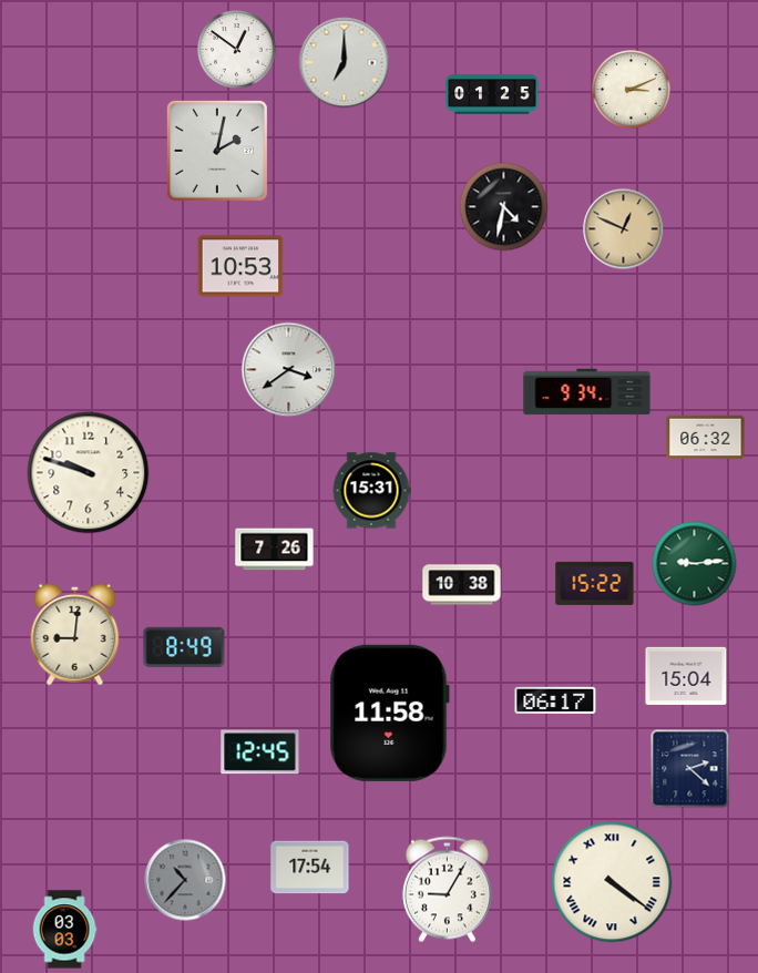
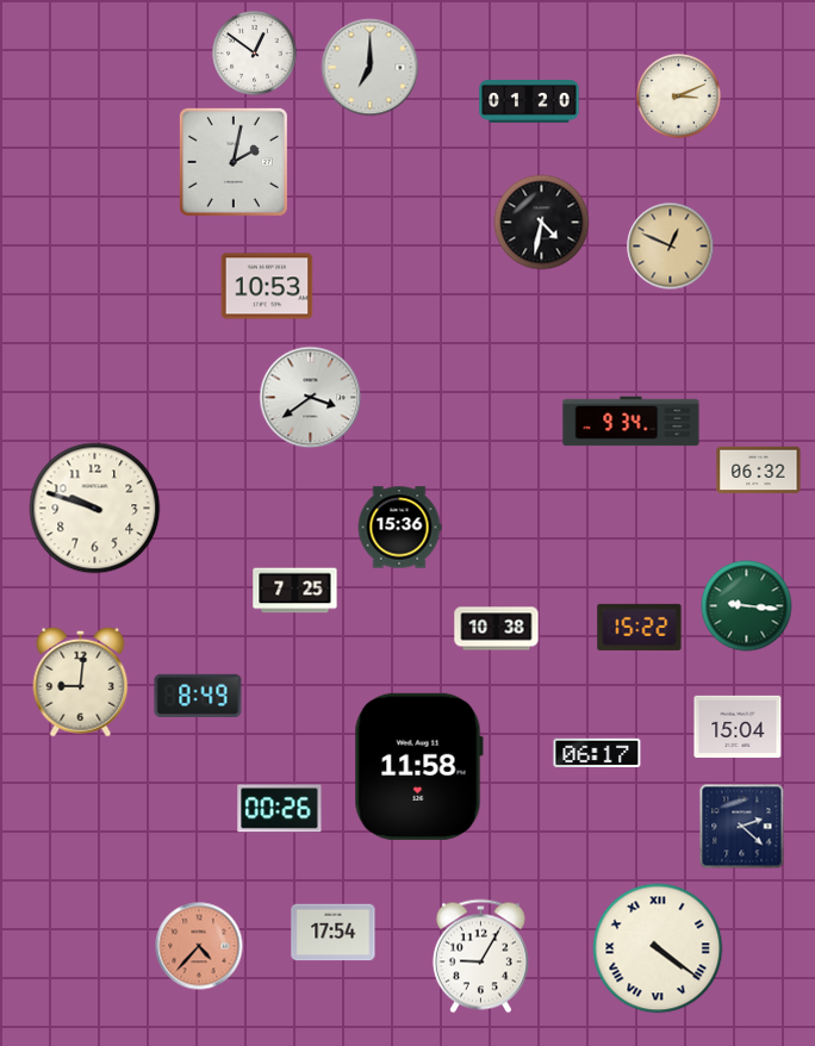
clock at (492, 94): 01:25 -> 01:20
clock at (240, 266) position: (240, 266) -> (267, 286)
clock at (371, 491): 15:31 -> 15:36
clock at (275, 550): 7:26 -> 7:25
clock at (695, 564): 9:14 -> 9:16
clock at (260, 752): 12:45 -> 00:26
clock at (185, 880): 10:37 -> 4:37
clock at (185, 880) dial: grey -> salmon
clock at (64, 930): 03:03 -> none
